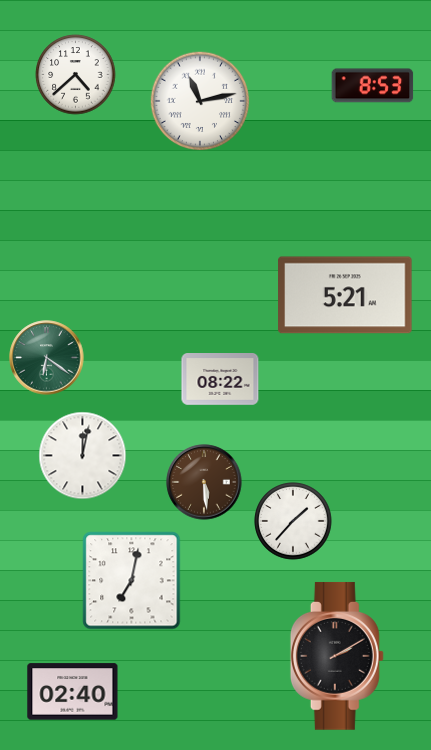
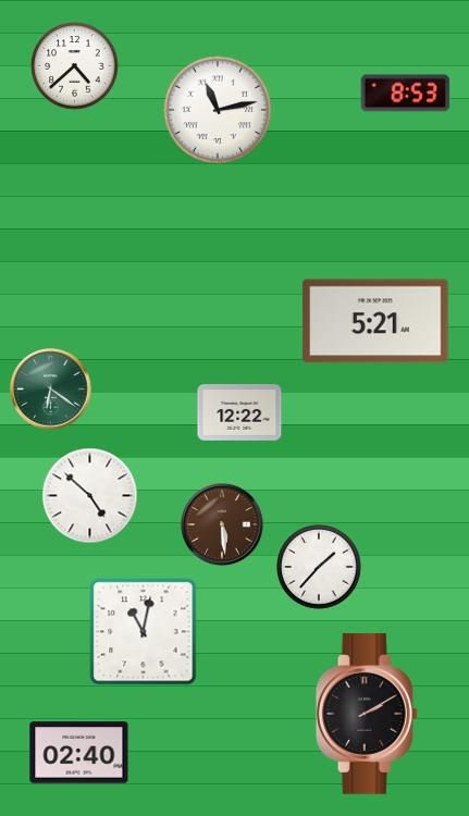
clock at (76, 75) position: (76, 75) -> (75, 66)
clock at (220, 380): 08:22 -> 12:22
clock at (83, 456): 12:02 -> 4:52
clock at (132, 581): 7:02 -> 11:02
